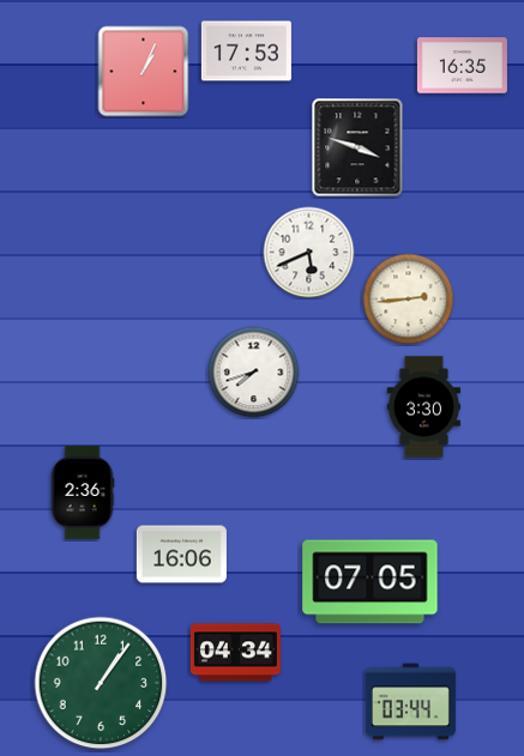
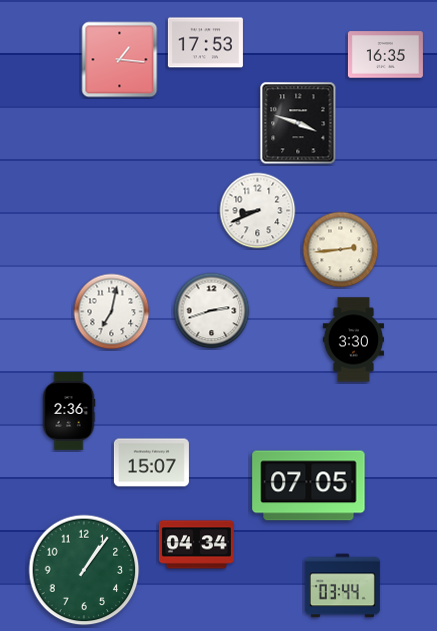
clock at (144, 72): 1:04 -> 1:16
clock at (309, 253): 5:41 -> 8:41
clock at (254, 373): 7:42 -> 2:42
clock at (112, 312): none -> 7:02
clock at (181, 555): 16:06 -> 15:07
